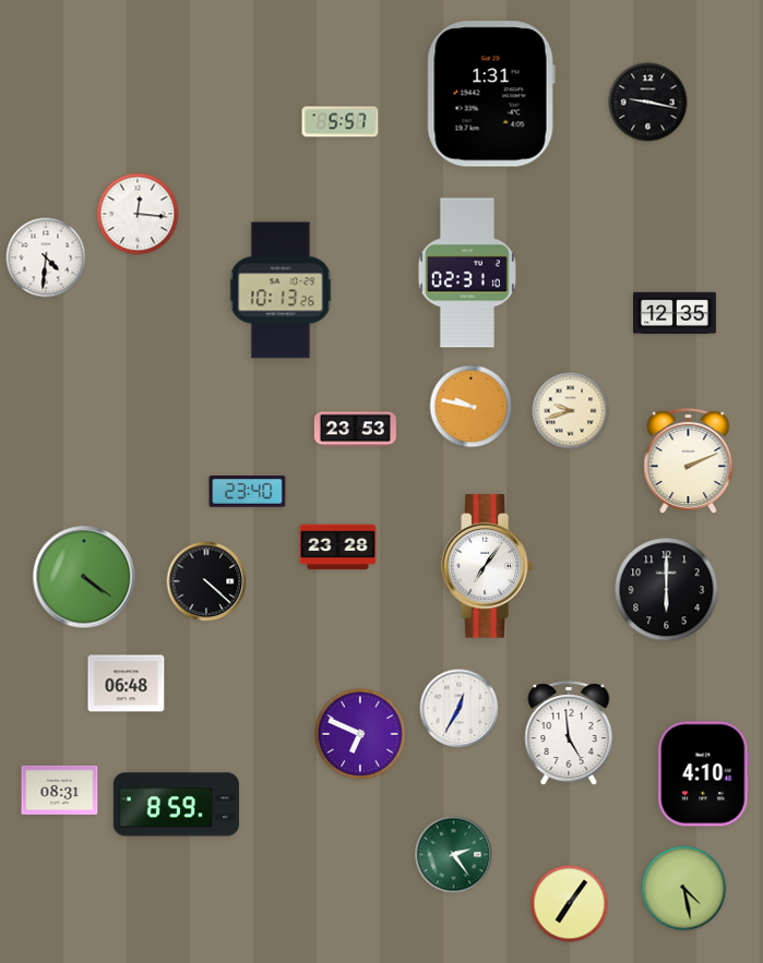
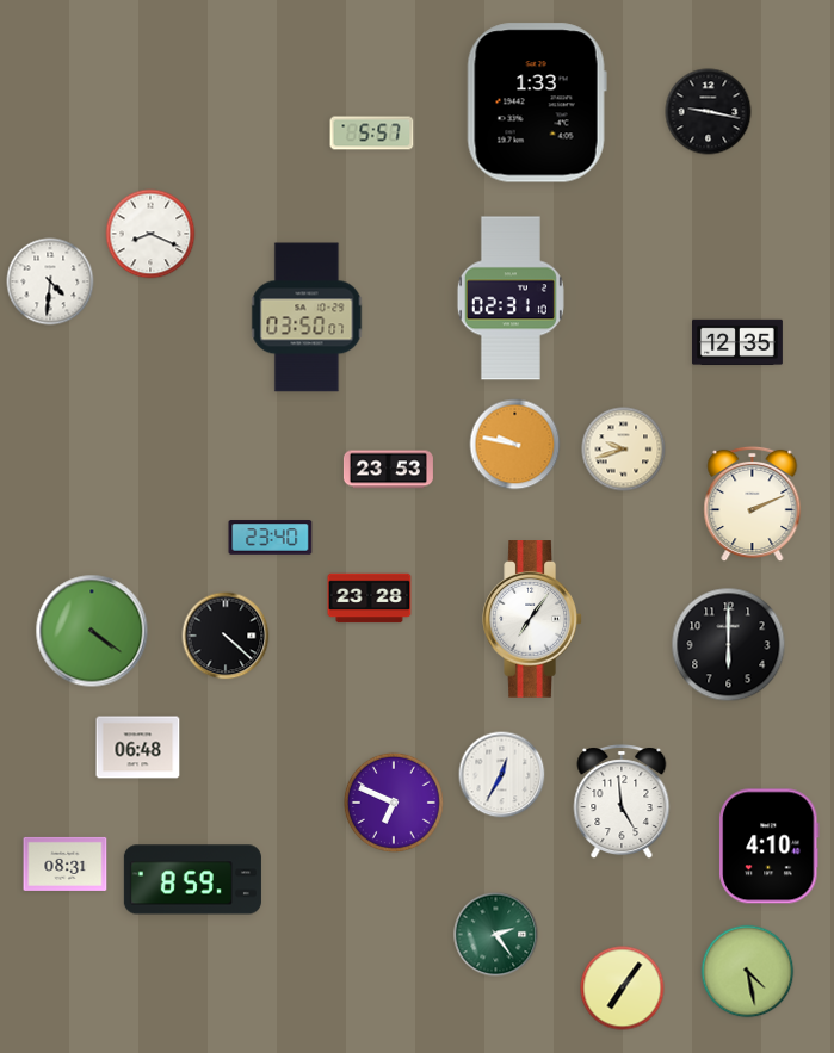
clock at (491, 94): 1:31 -> 1:33
clock at (138, 214): 12:16 -> 8:19
clock at (281, 290): 10:13 -> 03:50
